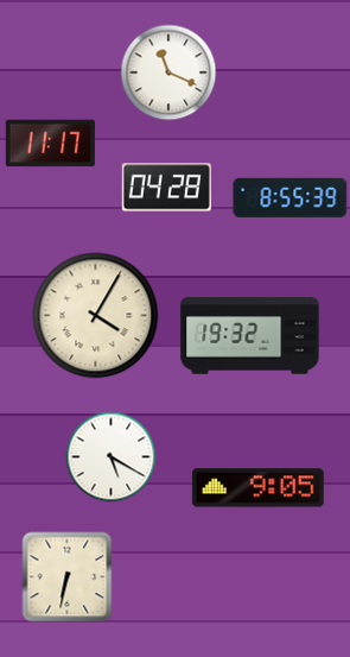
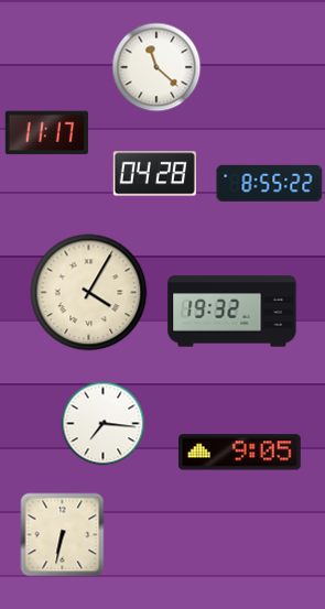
clock at (168, 72): 11:19 -> 11:22
clock at (291, 197): 8:55:39 -> 8:55:22
clock at (112, 457): 5:20 -> 7:16
